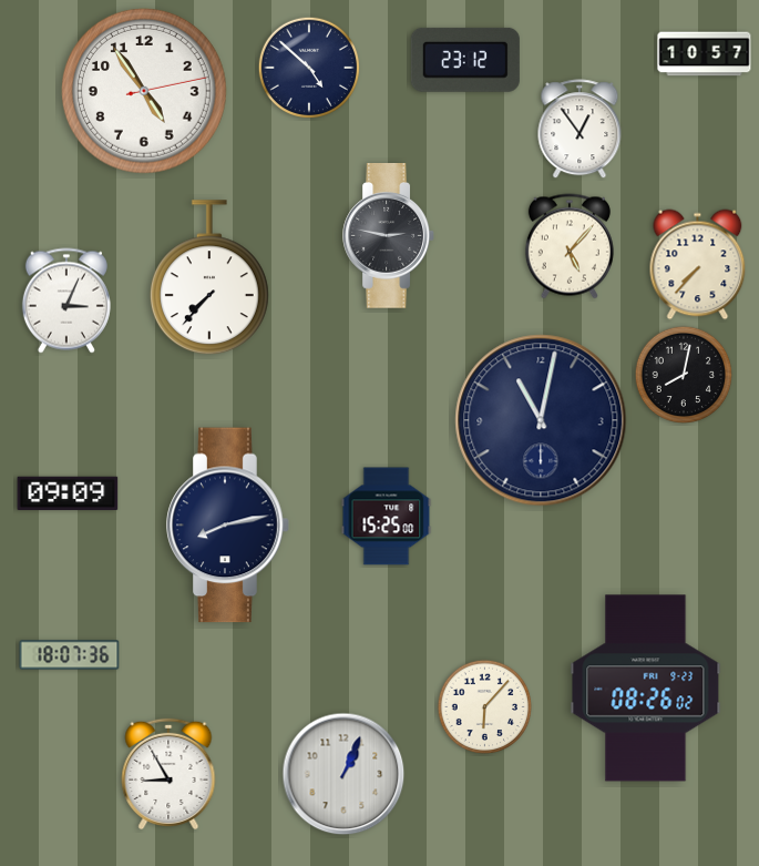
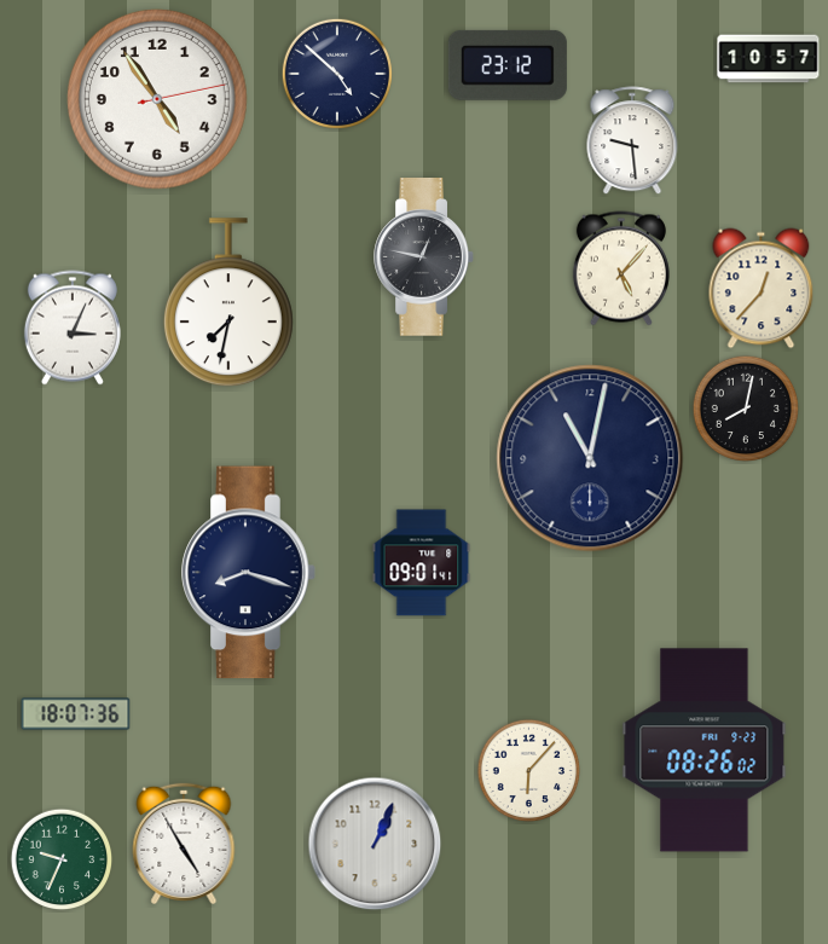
clock at (579, 130): 12:54 -> 9:29
clock at (388, 236): 2:47 -> 12:47
clock at (698, 265): 7:37 -> 12:37
clock at (209, 278): 7:37 -> 7:32
clock at (68, 493): 09:09 -> none
clock at (387, 517): 15:25 -> 09:01
clock at (228, 526): 8:13 -> 8:18
clock at (168, 773): 8:55 -> 4:55
clock at (62, 859): none -> 9:34
